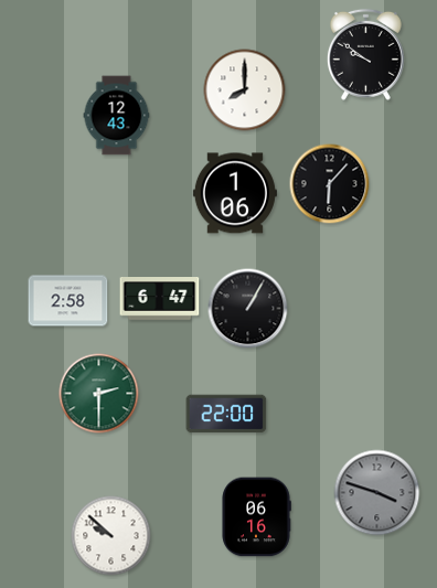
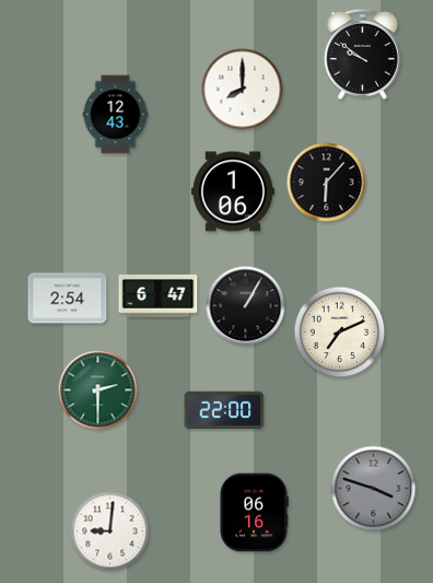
clock at (68, 301): 2:58 -> 2:54
clock at (340, 333): none -> 7:11
clock at (111, 536): 9:52 -> 9:01
